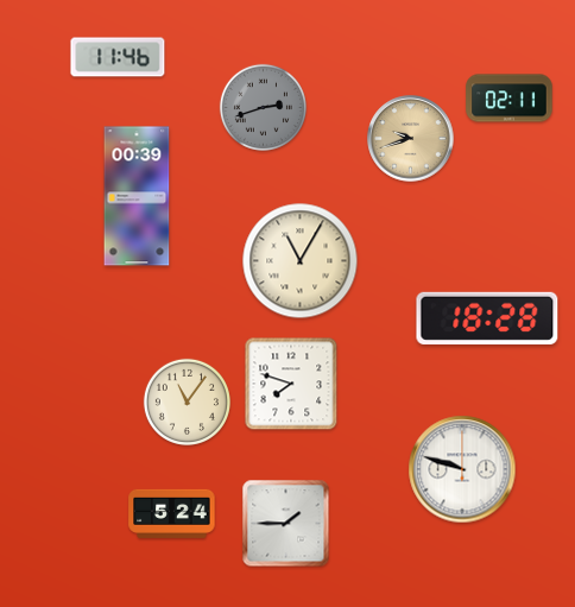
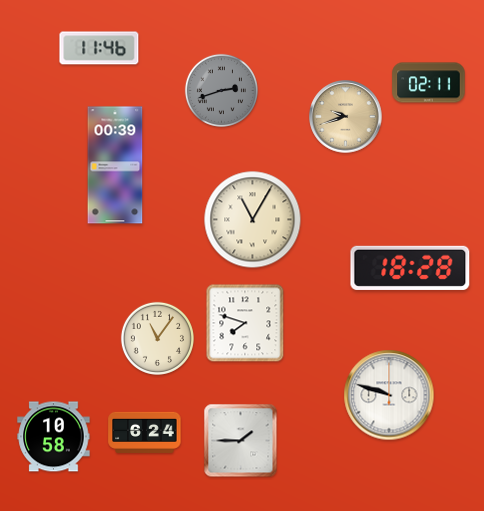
clock at (172, 513): 5:24 -> 6:24
clock at (54, 437): none -> 10:58
